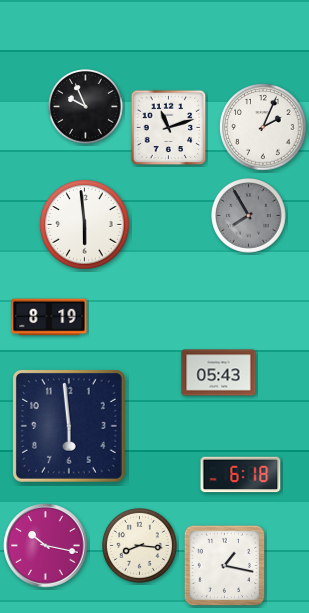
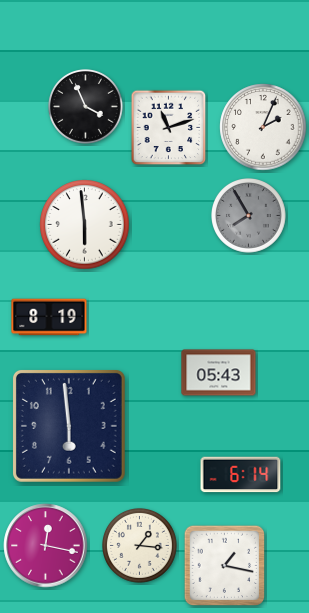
clock at (86, 107): 9:56 -> 3:56
clock at (241, 475): 6:18 -> 6:14
clock at (46, 546): 10:17 -> 12:17
clock at (140, 546): 8:16 -> 1:16
